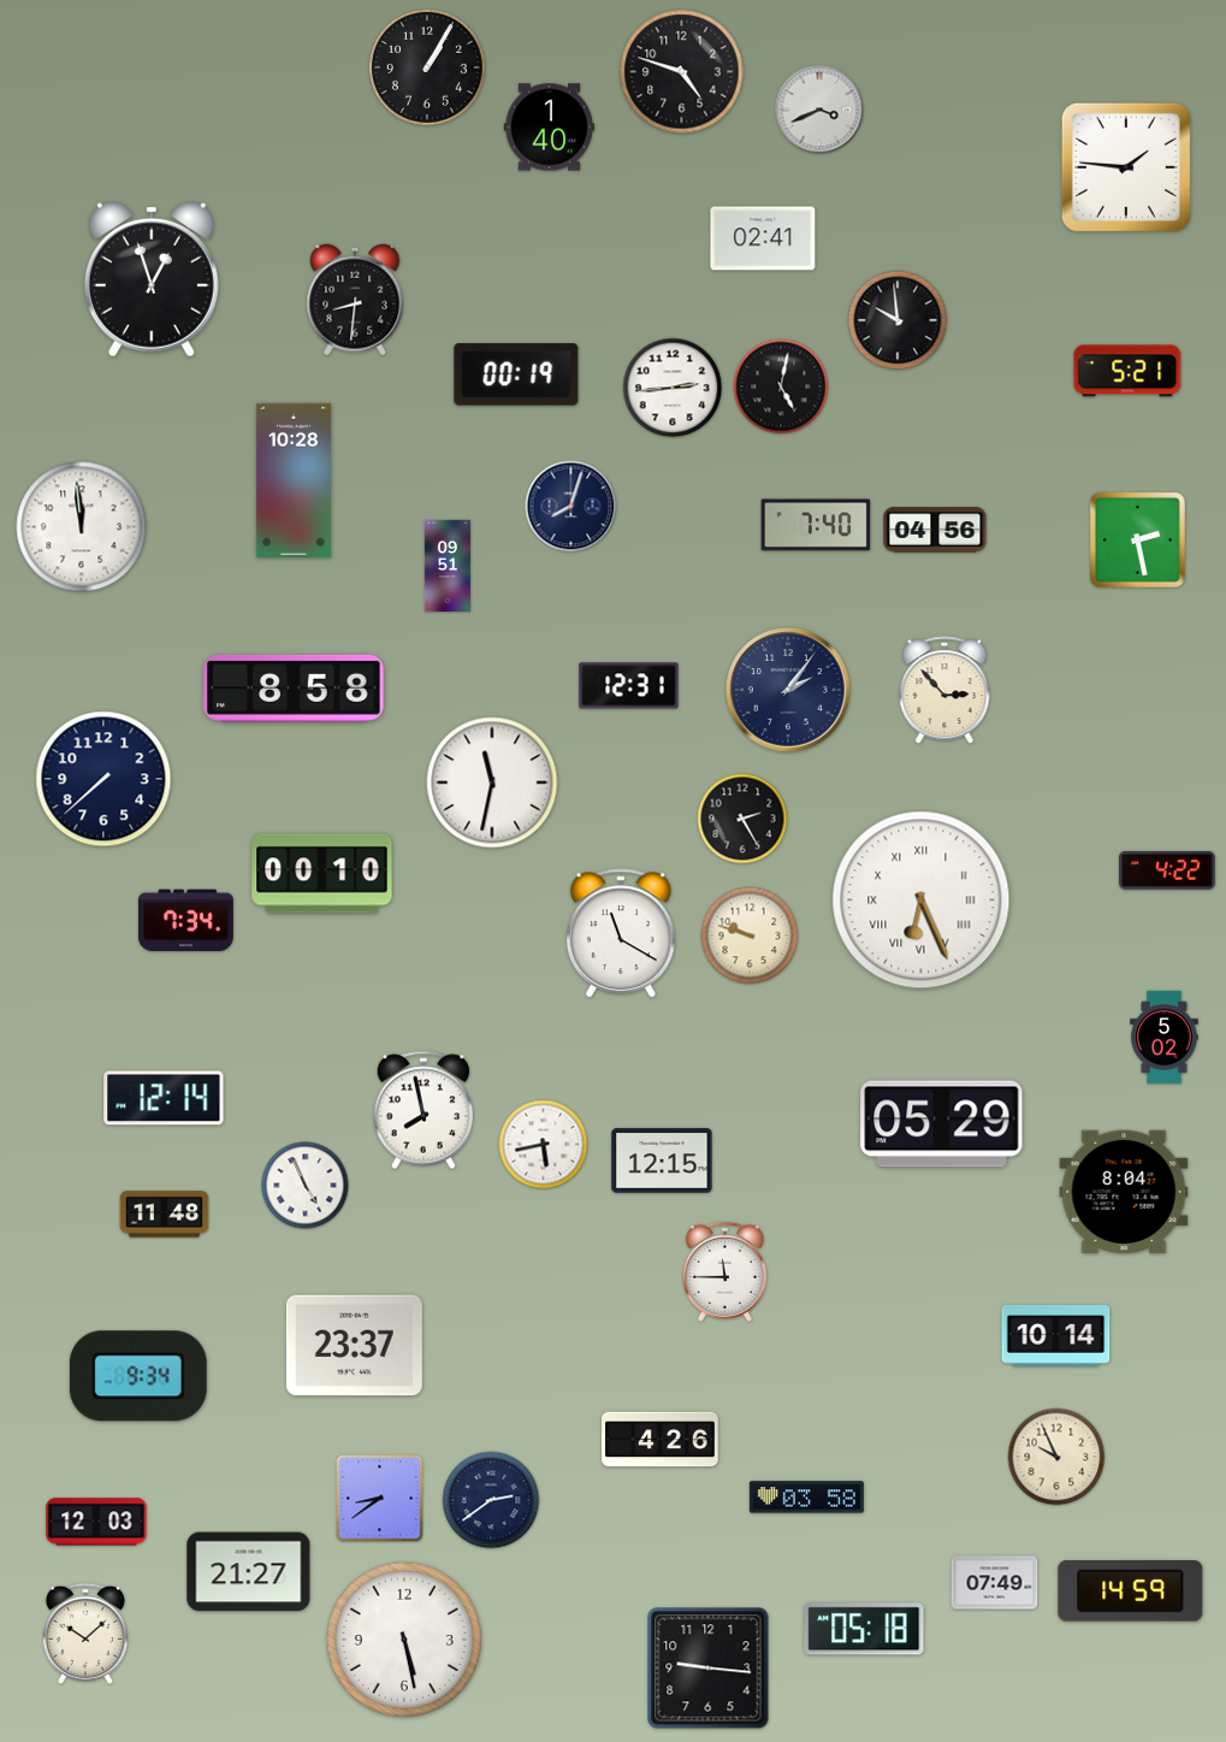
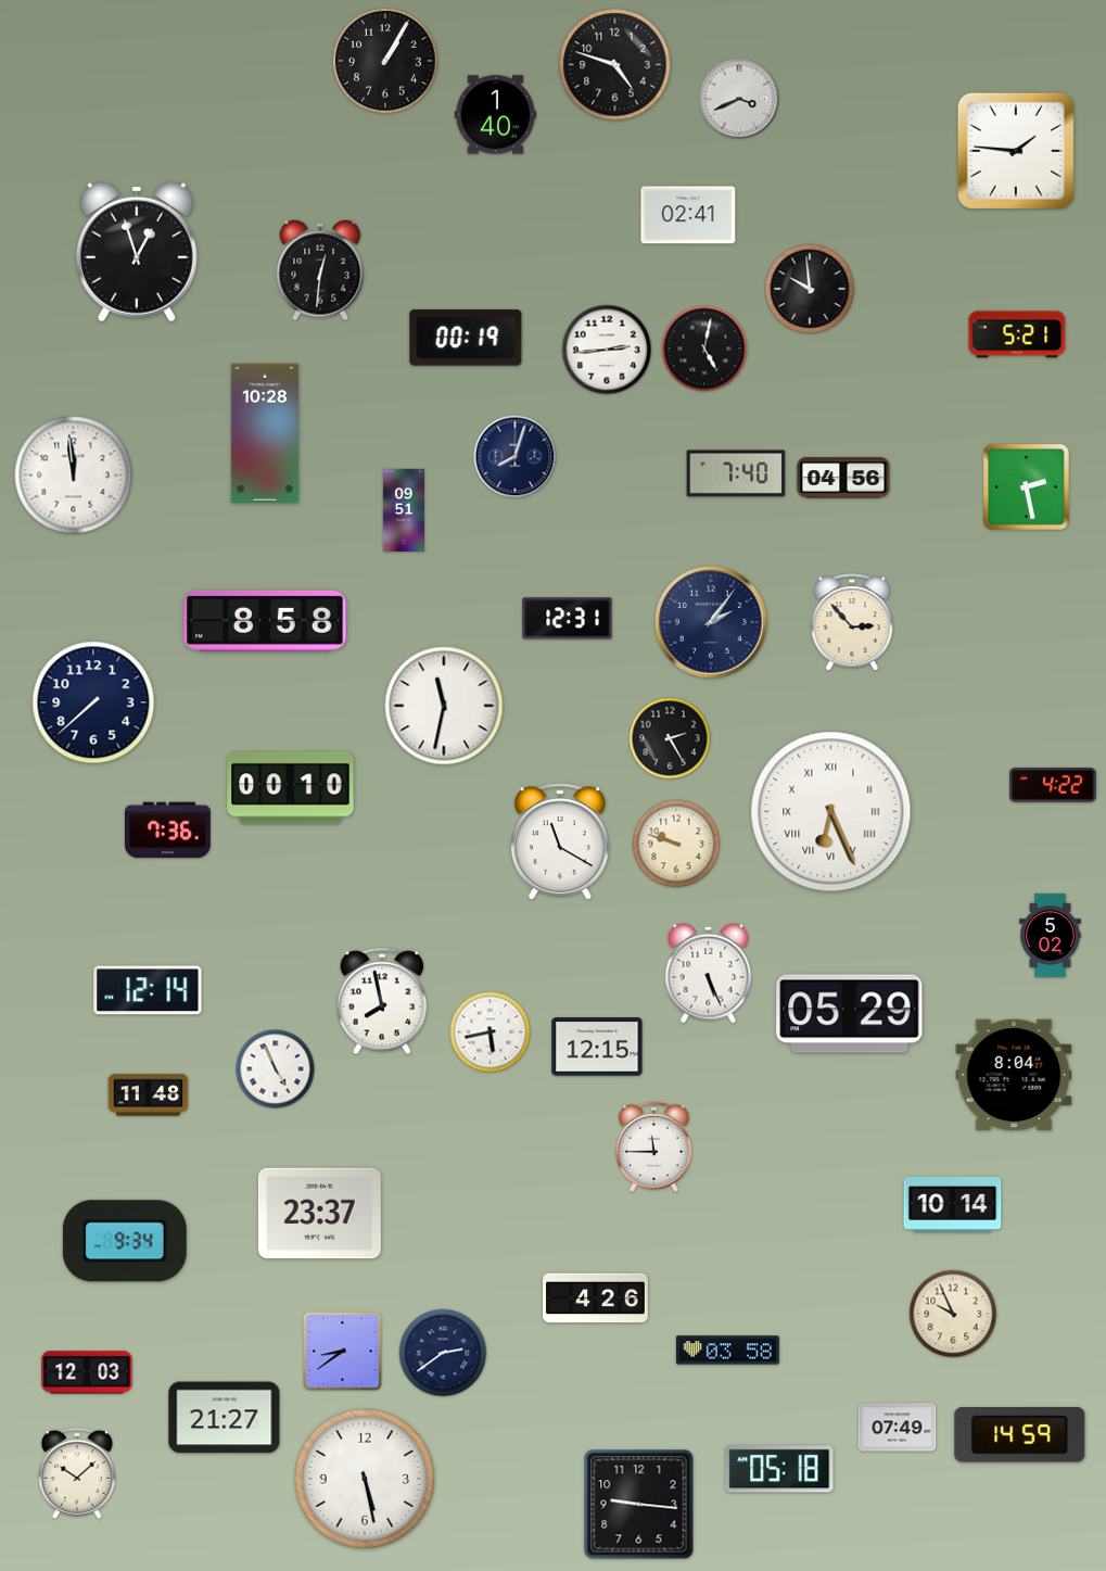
clock at (355, 300): 8:31 -> 12:31
clock at (185, 921): 7:34 -> 7:36
clock at (709, 973): none -> 5:26
